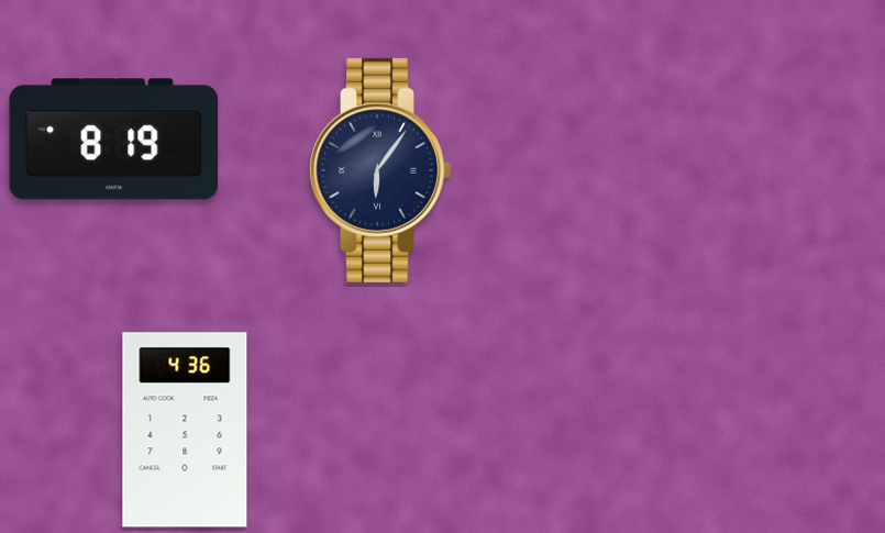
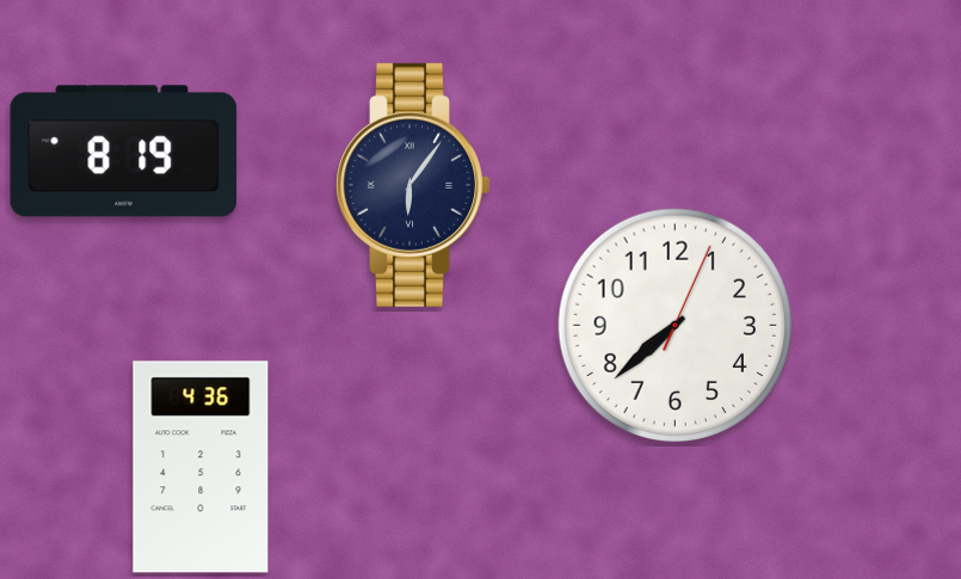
clock at (674, 325): none -> 7:38
